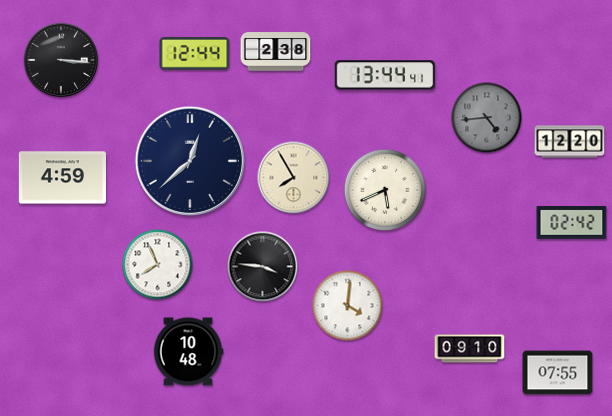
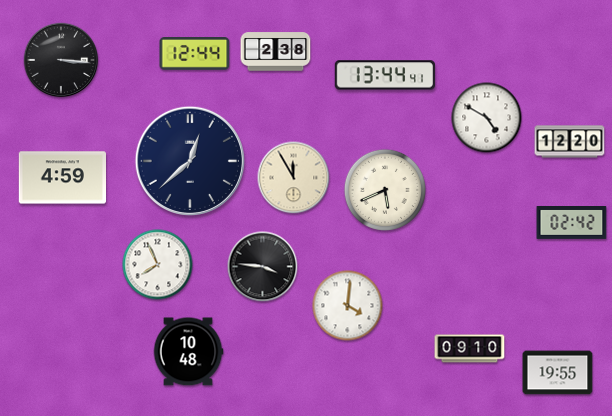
clock at (487, 118): 4:44 -> 4:50
clock at (487, 118) dial: grey -> white
clock at (294, 178): 7:55 -> 11:55
clock at (558, 373): 07:55 -> 19:55
